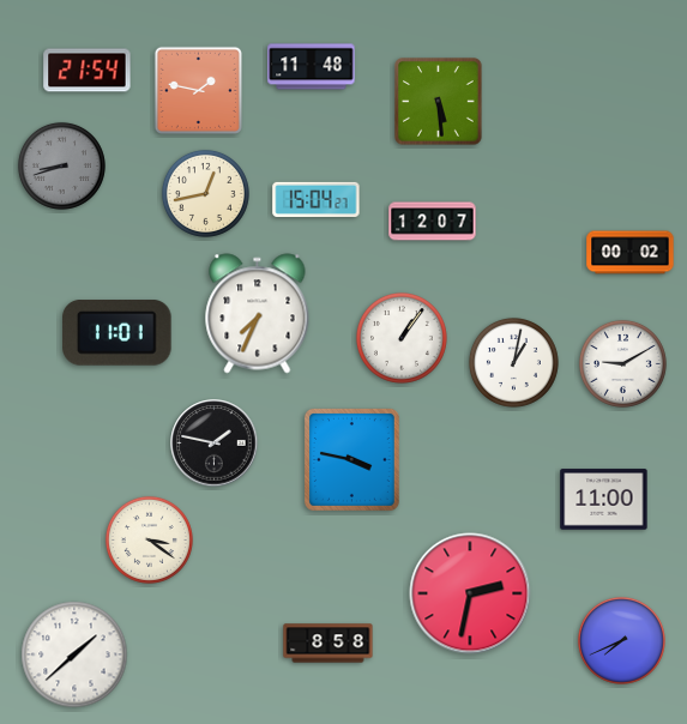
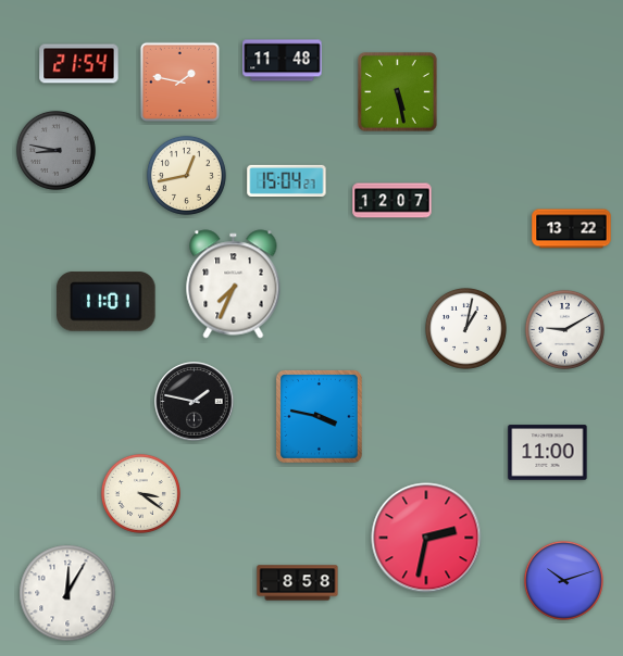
clock at (439, 102): 5:29 -> 5:28
clock at (61, 165): 8:42 -> 8:47
clock at (631, 253): 00:02 -> 13:22
clock at (402, 338): 1:06 -> none
clock at (149, 539) position: (149, 539) -> (140, 493)
clock at (621, 640): 7:41 -> 10:12
clock at (74, 654): 1:38 -> 12:05
